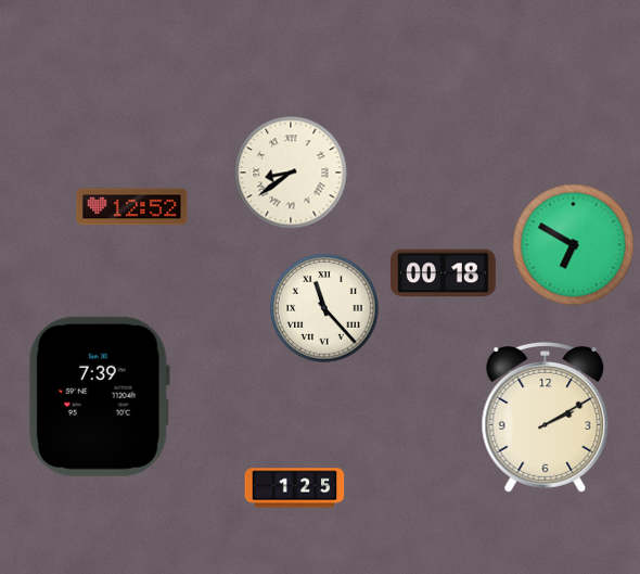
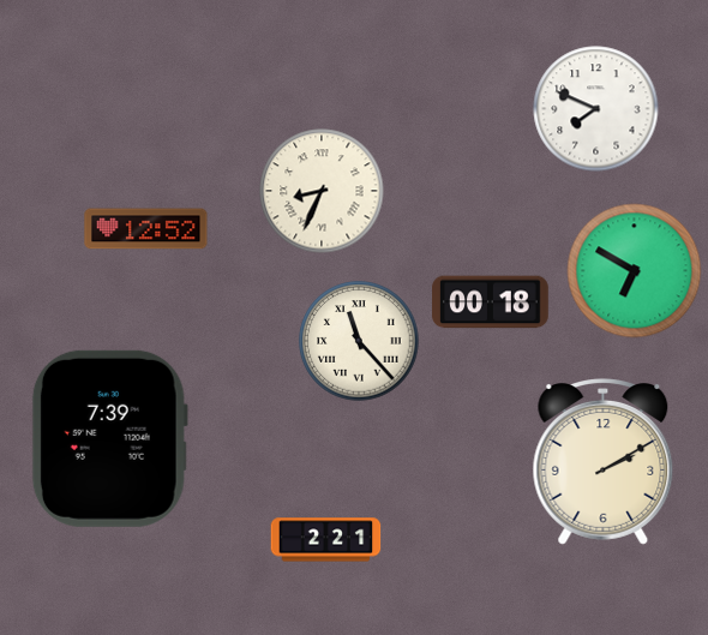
clock at (596, 109): none -> 7:49
clock at (291, 173): 8:39 -> 8:34
clock at (295, 488): 1:25 -> 2:21
